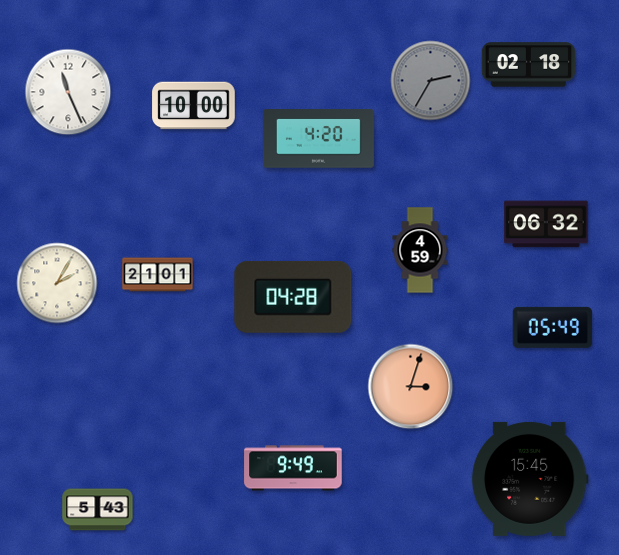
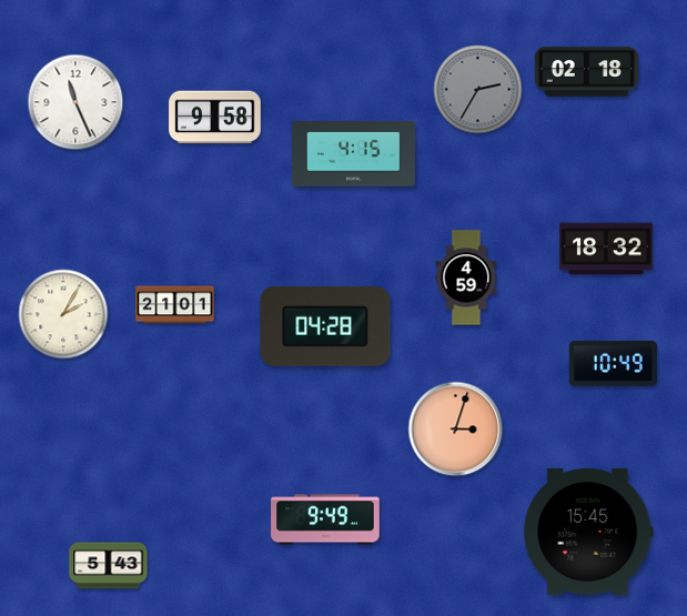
clock at (194, 106): 10:00 -> 9:58
clock at (318, 139): 4:20 -> 4:15
clock at (546, 224): 06:32 -> 18:32
clock at (293, 297) position: (293, 297) -> (325, 326)
clock at (552, 327): 05:49 -> 10:49
